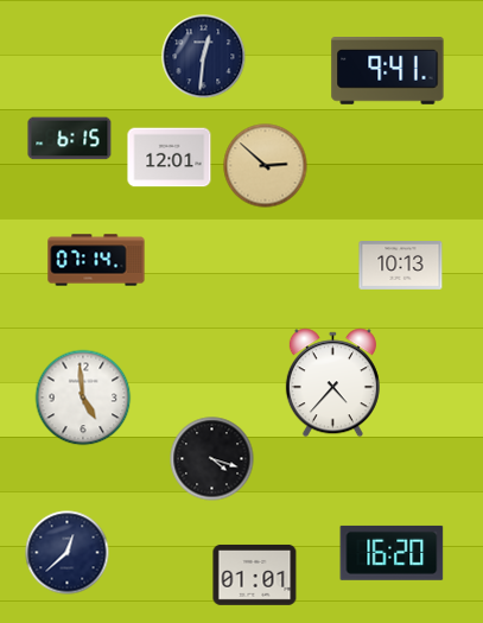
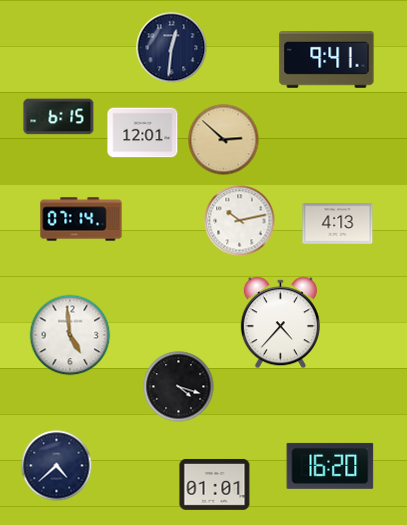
clock at (240, 221): none -> 10:13
clock at (401, 266): 10:13 -> 4:13
clock at (68, 553): 12:38 -> 4:38
